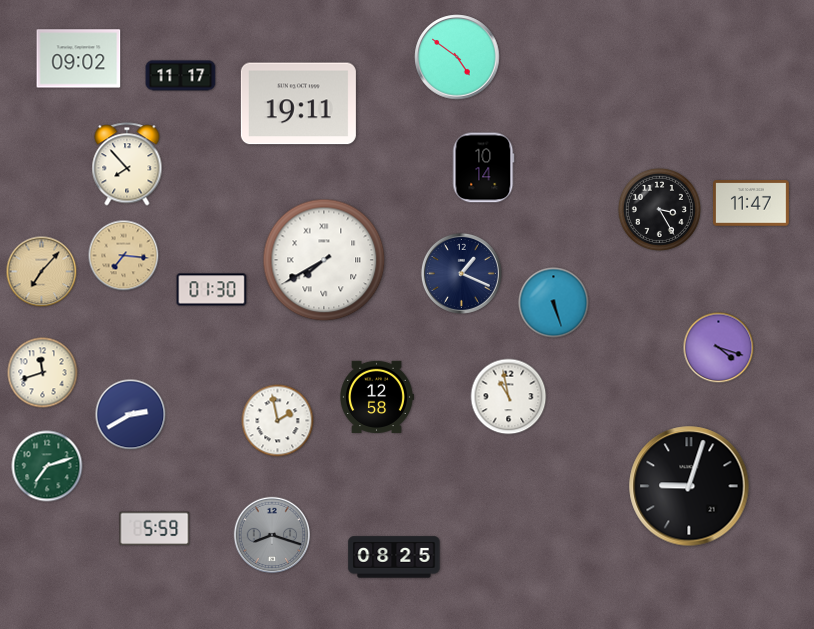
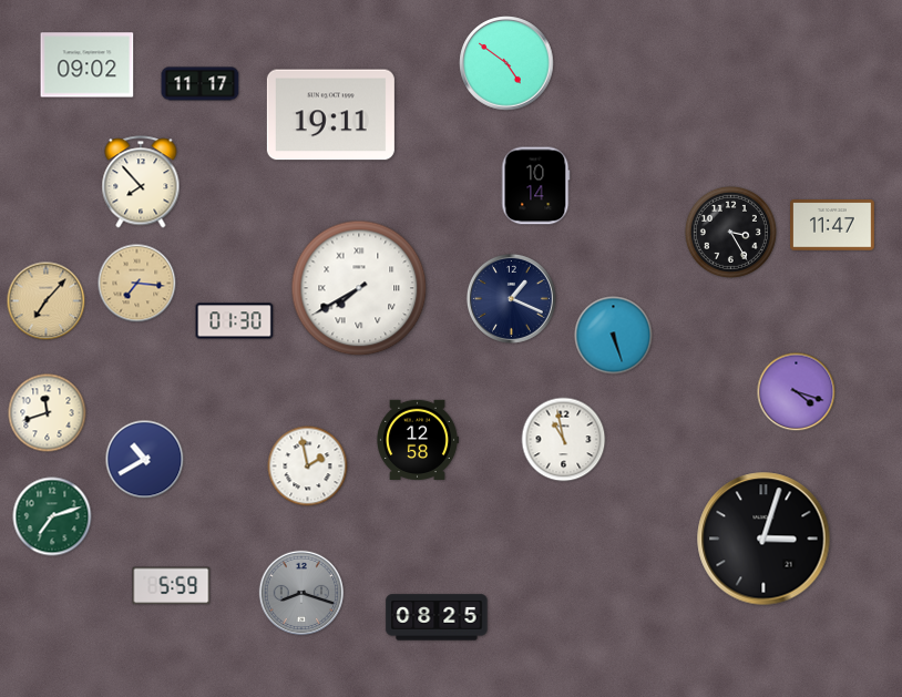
clock at (461, 273) position: (461, 273) -> (511, 298)
clock at (719, 348) position: (719, 348) -> (797, 392)
clock at (131, 415): 2:40 -> 10:40
clock at (689, 486): 9:03 -> 3:03
